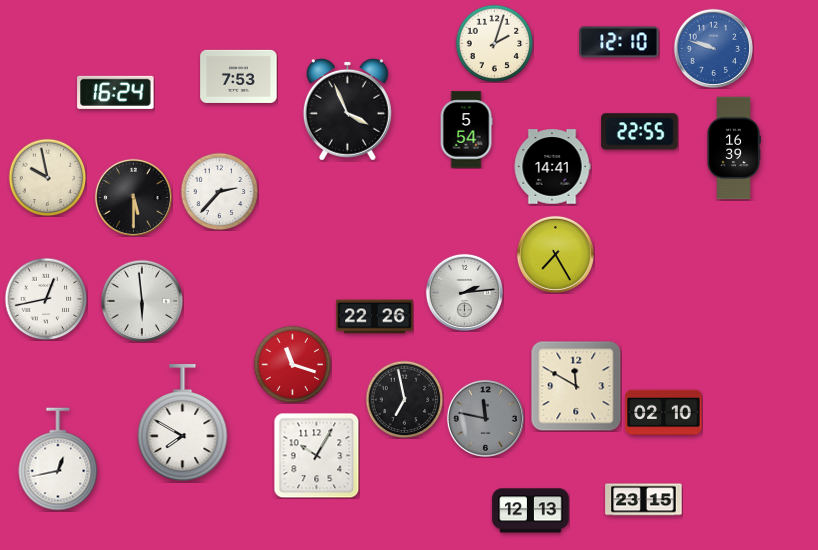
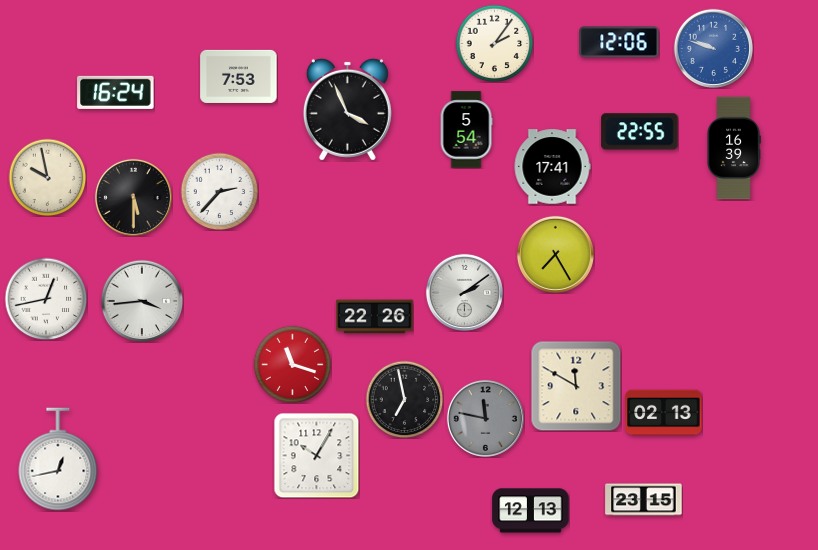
clock at (619, 42): 12:10 -> 12:06
clock at (494, 43): 2:03 -> 2:06
clock at (552, 167): 14:41 -> 17:41
clock at (464, 292): 2:14 -> 2:09
clock at (142, 301): 5:59 -> 3:44
clock at (664, 413): 02:10 -> 02:13
clock at (183, 424): 7:50 -> none
